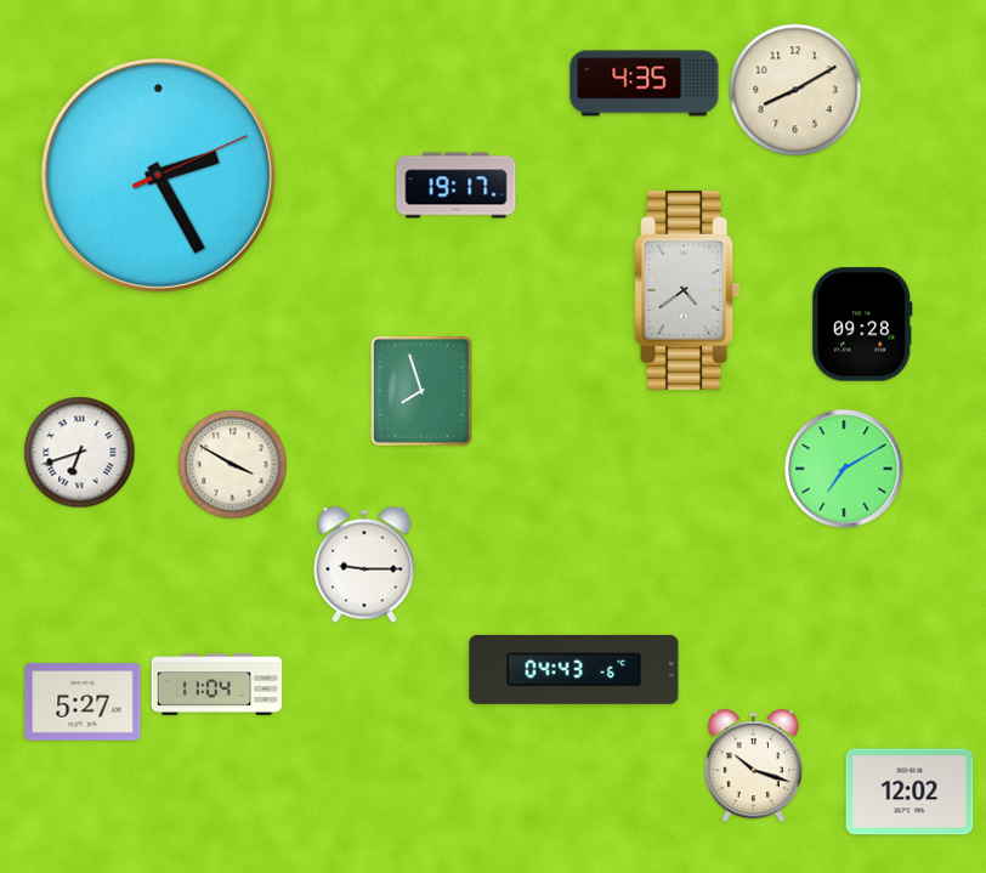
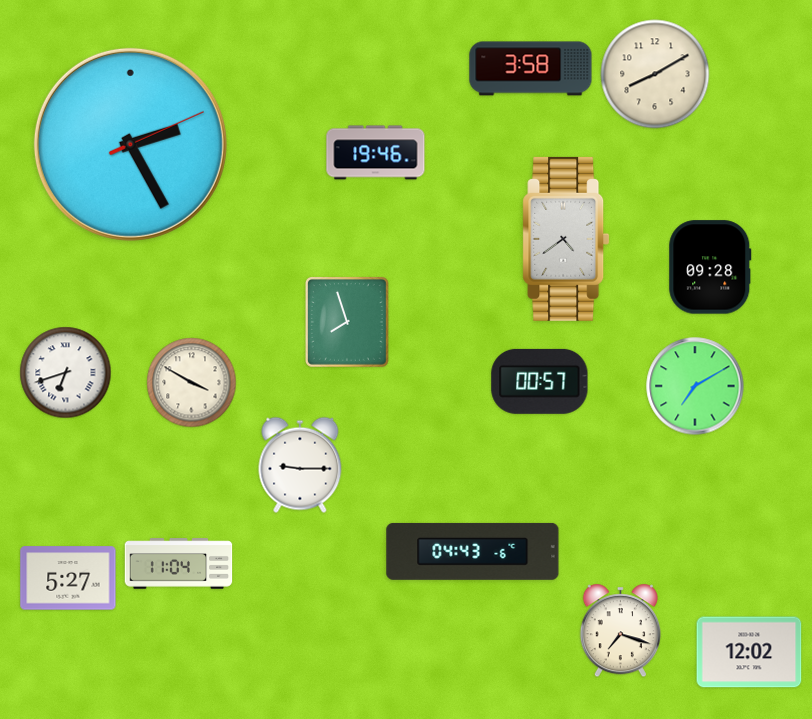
clock at (645, 84): 4:35 -> 3:58
clock at (457, 186): 19:17 -> 19:46
clock at (540, 381): none -> 00:57
clock at (753, 766): 10:18 -> 7:18
